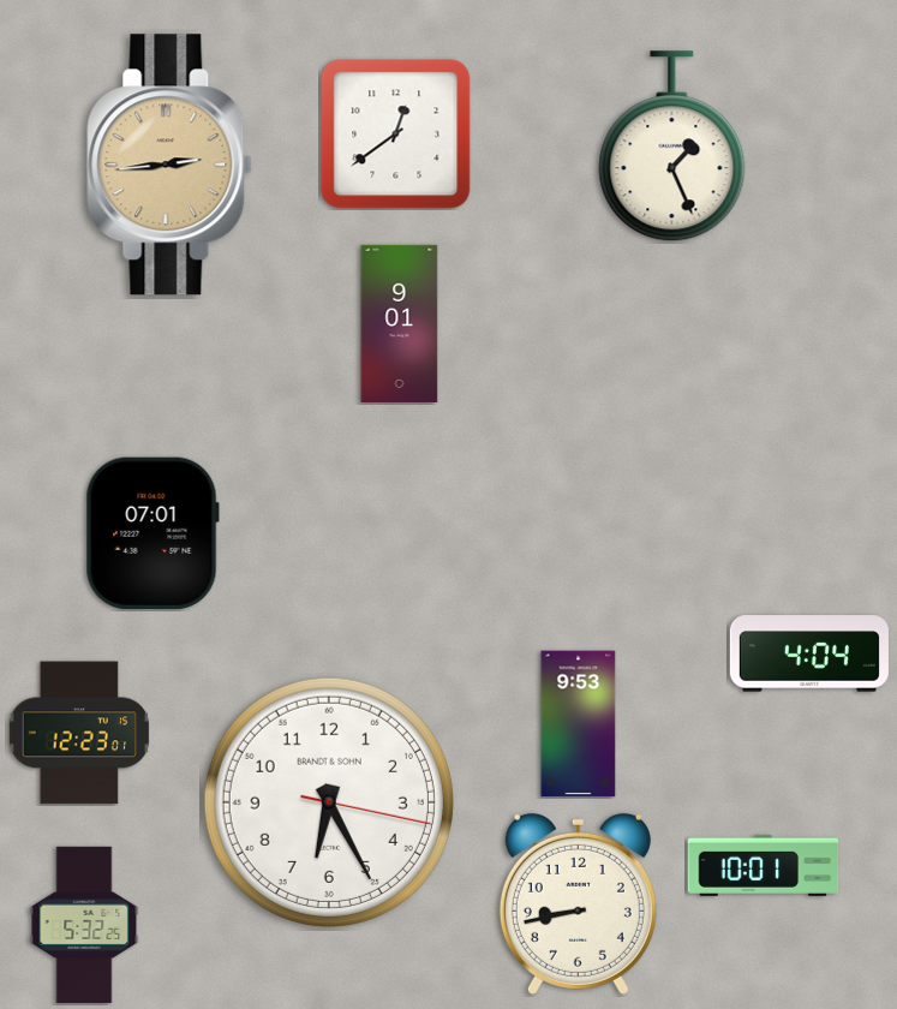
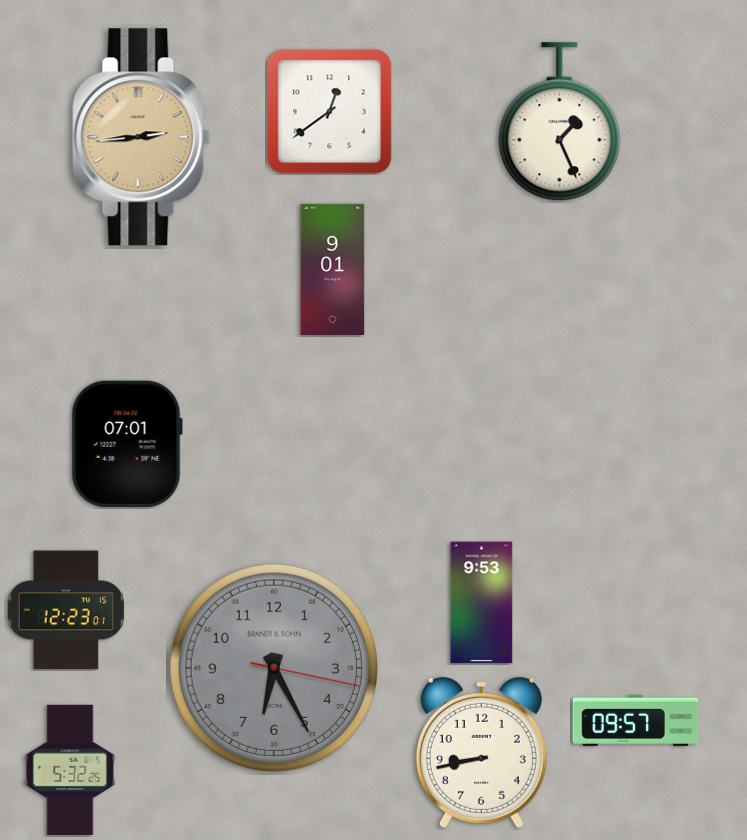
clock at (809, 653): 4:04 -> none
clock at (329, 802) dial: white -> grey
clock at (764, 865): 10:01 -> 09:57
